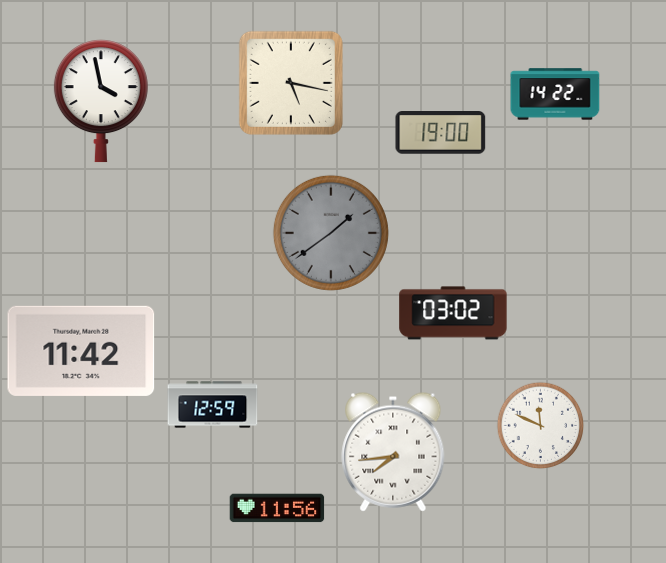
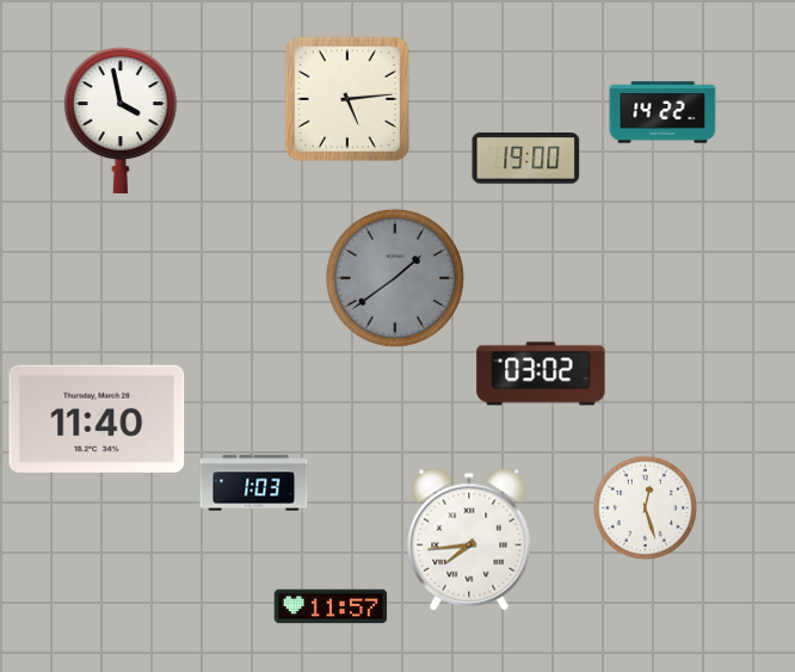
clock at (291, 83): 5:17 -> 5:14
clock at (81, 351): 11:42 -> 11:40
clock at (213, 405): 12:59 -> 1:03
clock at (541, 426): 11:49 -> 12:27
clock at (277, 508): 11:56 -> 11:57
